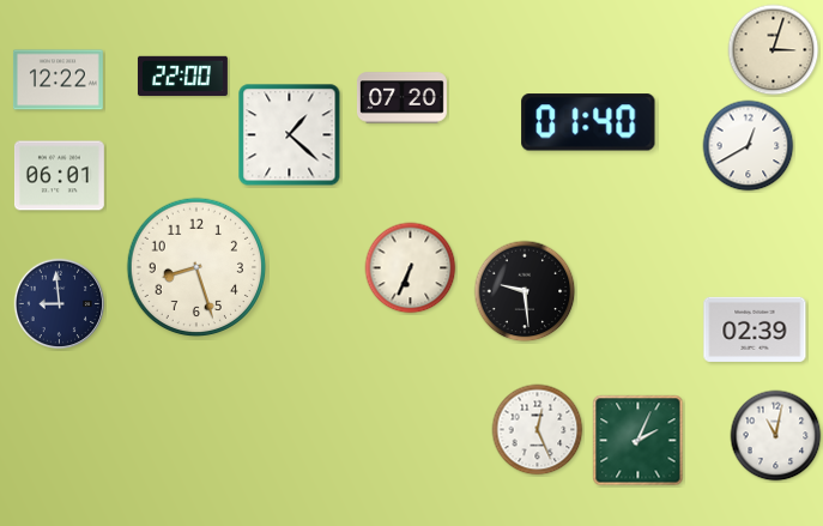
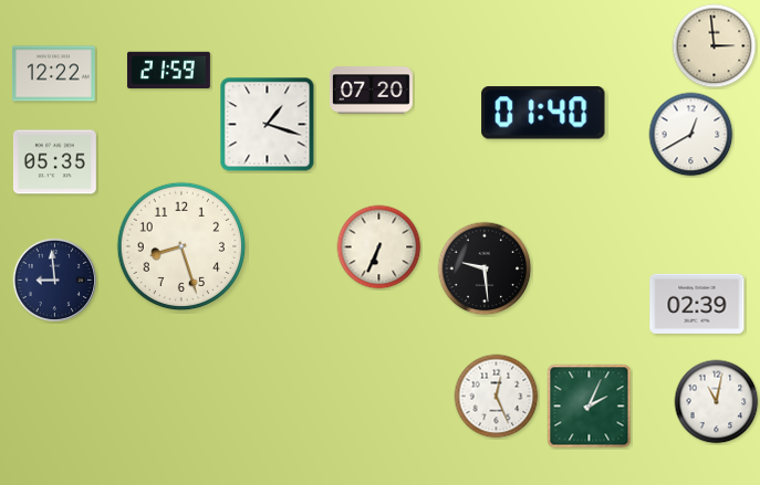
clock at (774, 50): 3:03 -> 2:59
clock at (182, 77): 22:00 -> 21:59
clock at (290, 135): 1:22 -> 1:18
clock at (59, 176): 06:01 -> 05:35
